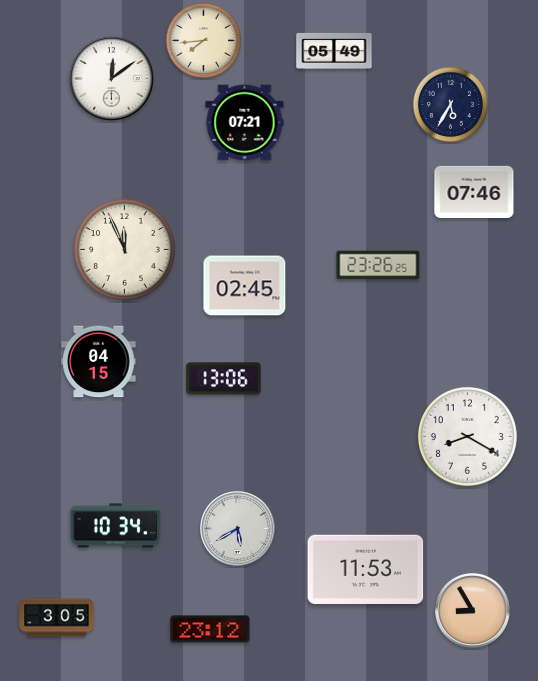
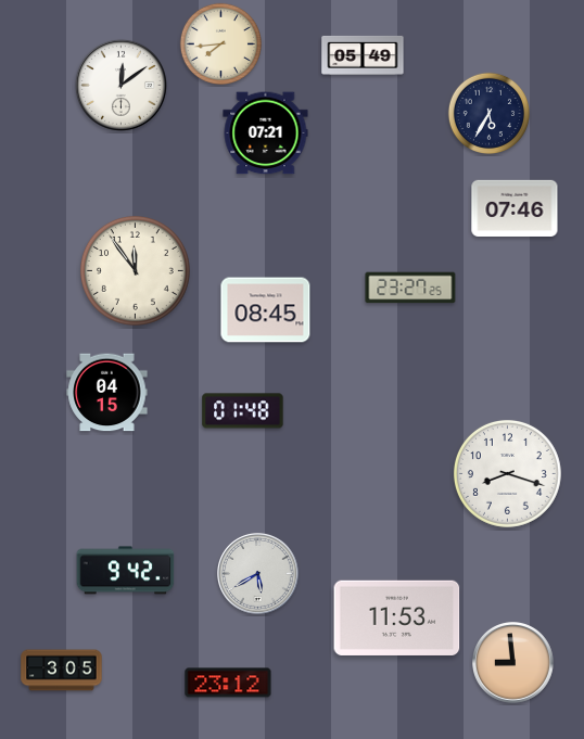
clock at (124, 249): 11:56 -> 11:54
clock at (378, 265): 23:26 -> 23:27
clock at (245, 286): 02:45 -> 08:45
clock at (224, 379): 13:06 -> 01:48
clock at (467, 436): 8:20 -> 8:18
clock at (116, 526): 10:34 -> 9:42
clock at (473, 611): 8:55 -> 8:59
